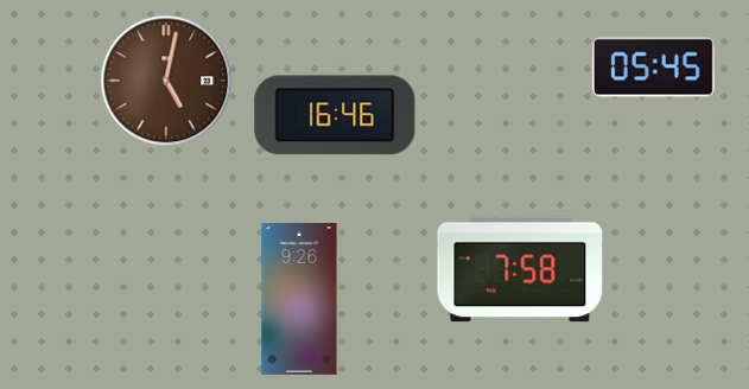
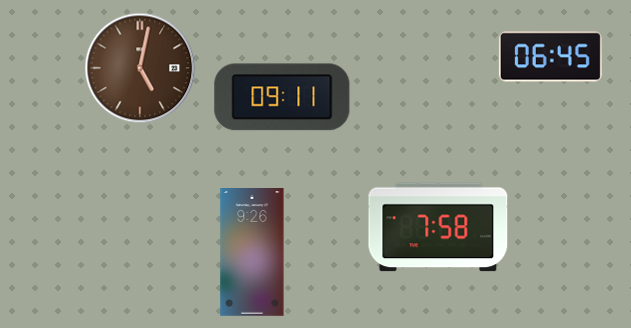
clock at (653, 68): 05:45 -> 06:45
clock at (335, 115): 16:46 -> 09:11
